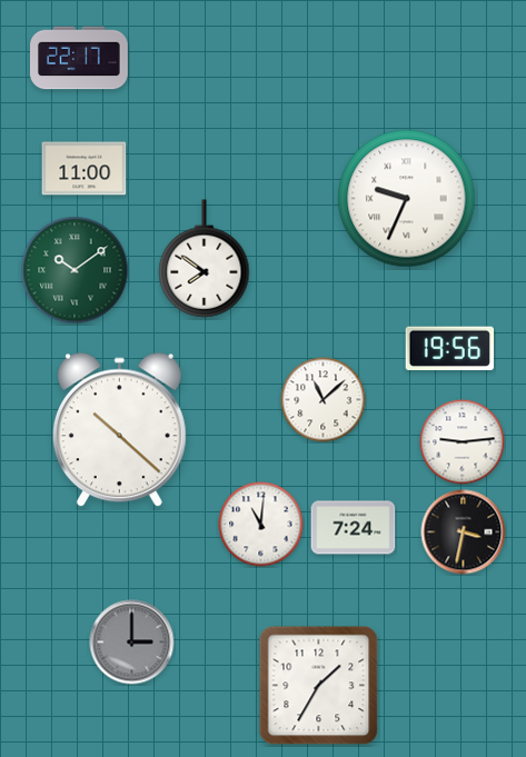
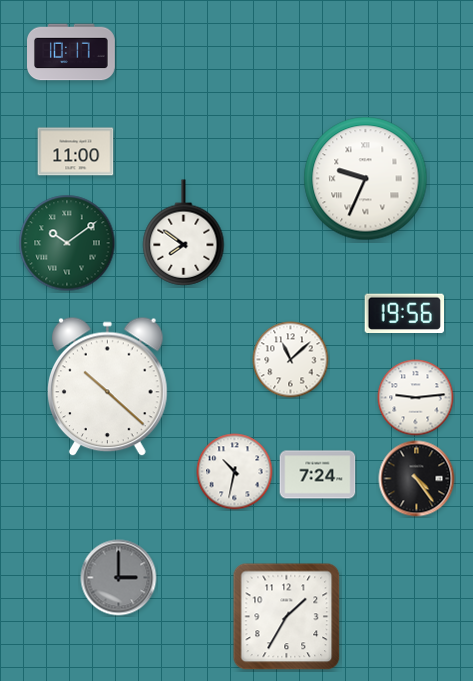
clock at (80, 58): 22:17 -> 10:17
clock at (261, 525): 11:01 -> 10:32
clock at (464, 532): 3:32 -> 4:24
